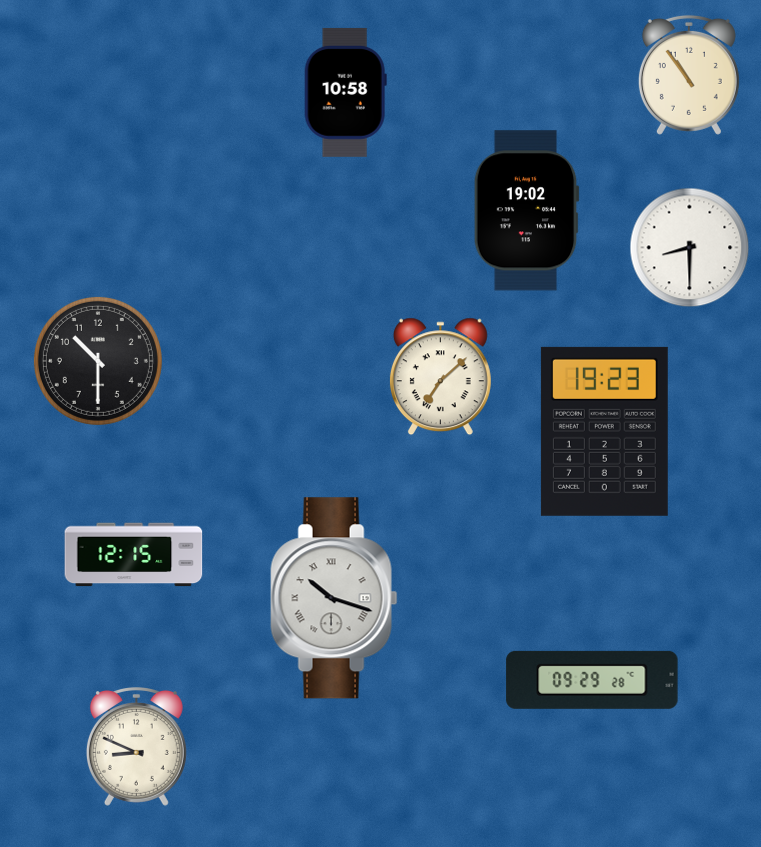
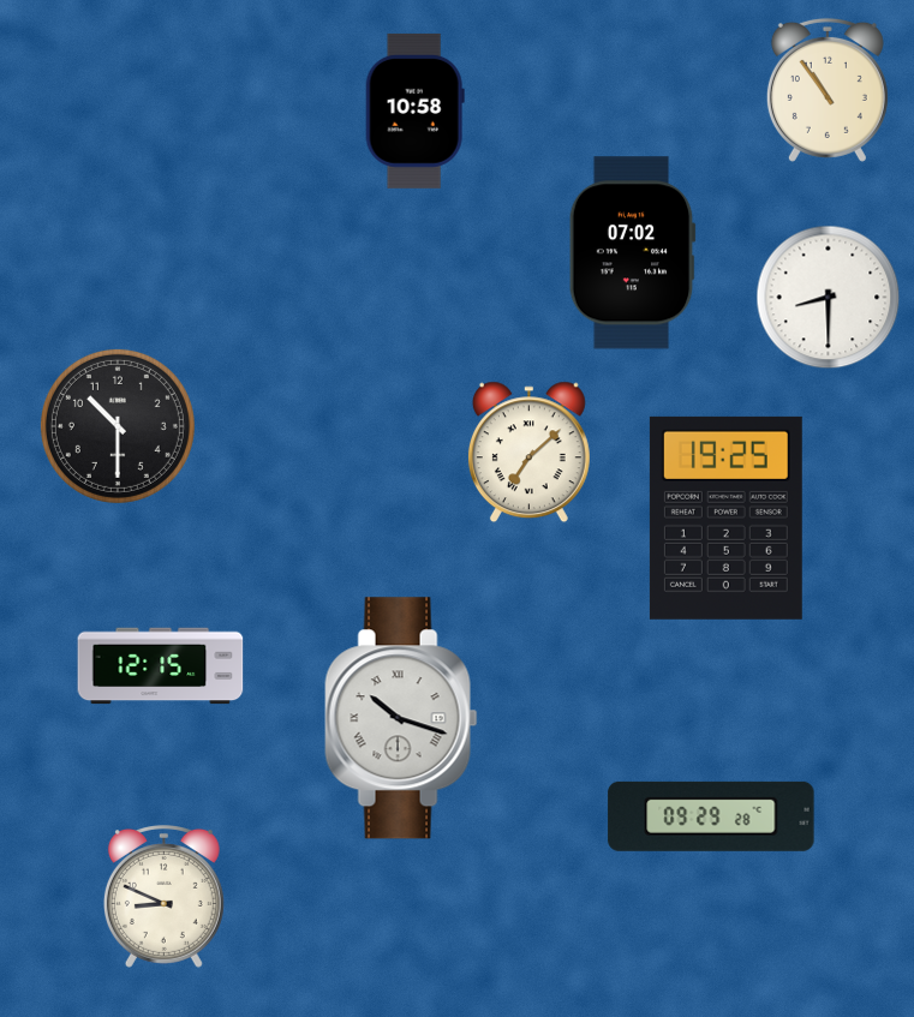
clock at (526, 211): 19:02 -> 07:02
clock at (98, 361) position: (98, 361) -> (118, 426)
clock at (604, 431): 19:23 -> 19:25
